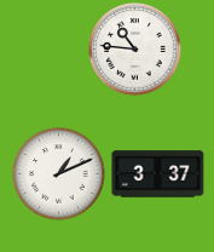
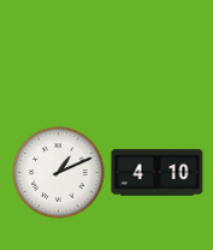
clock at (135, 50): 10:46 -> none
clock at (158, 174): 3:37 -> 4:10
